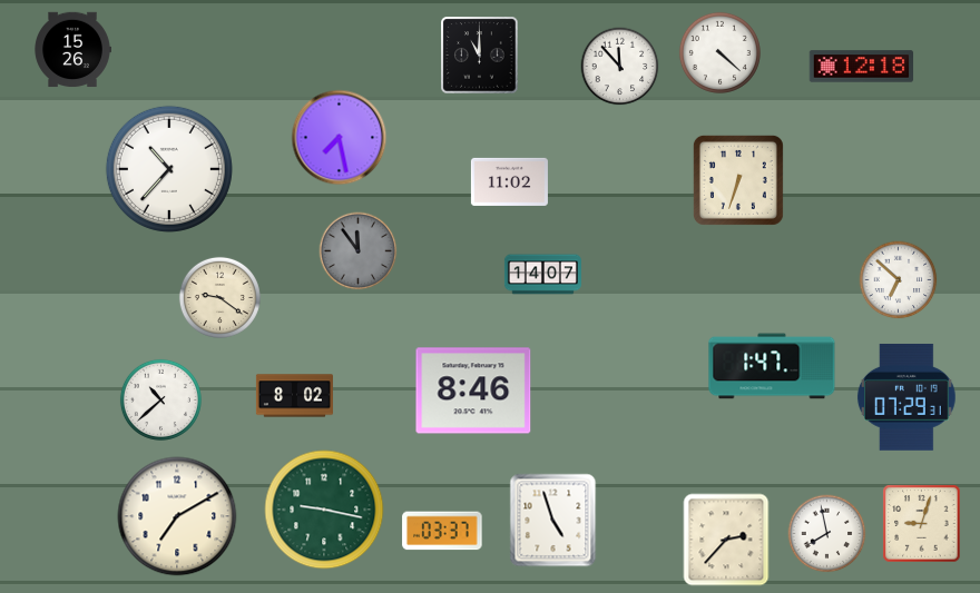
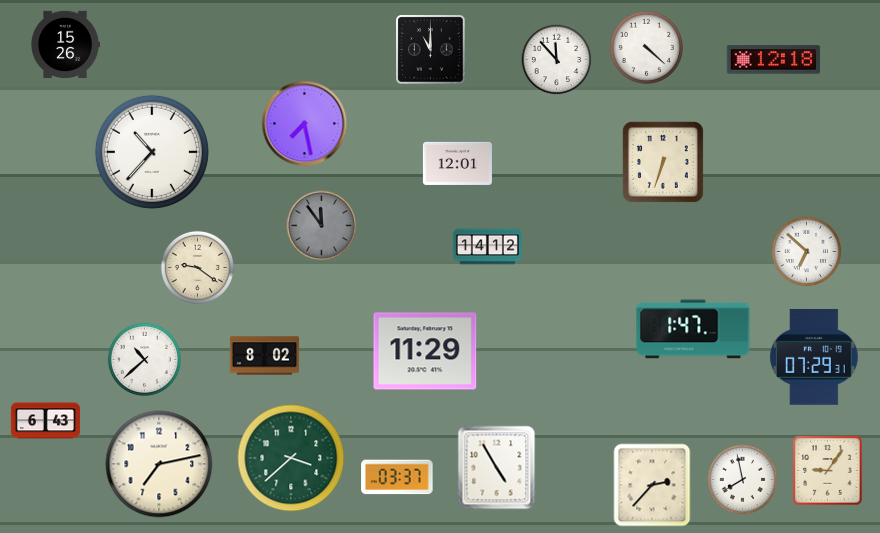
clock at (509, 181): 11:02 -> 12:01
clock at (542, 275): 14:07 -> 14:12
clock at (473, 391): 8:46 -> 11:29
clock at (45, 421): none -> 6:43
clock at (324, 510): 9:17 -> 3:38
clock at (177, 516): 7:10 -> 7:13
clock at (553, 521): 4:57 -> 4:55
clock at (922, 524): 9:03 -> 9:06
